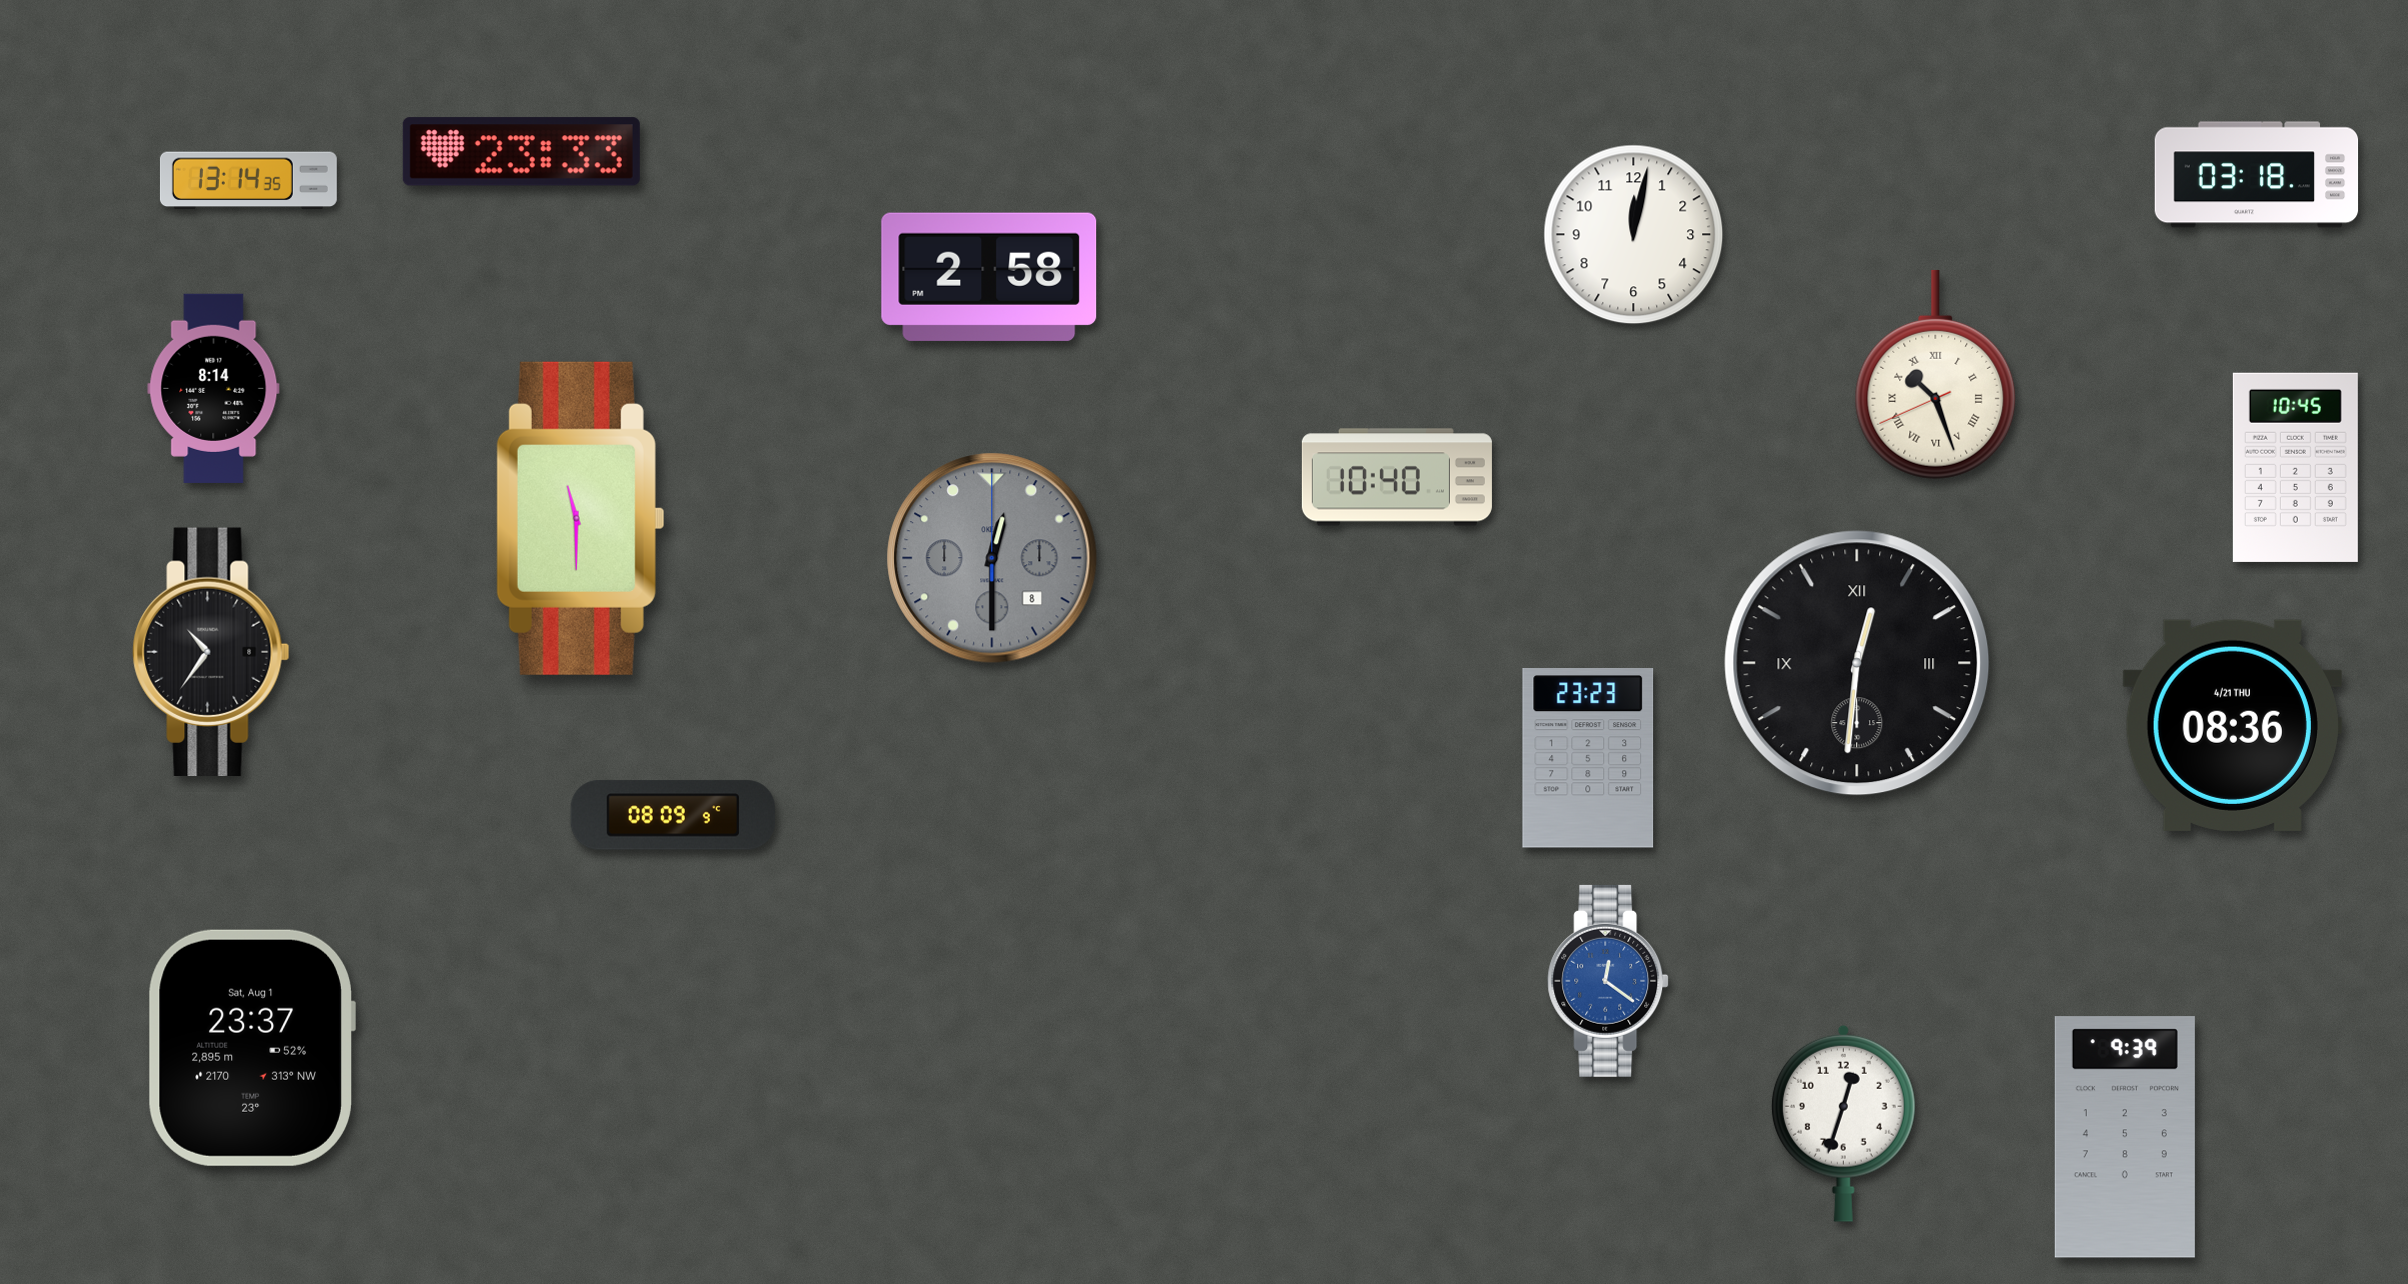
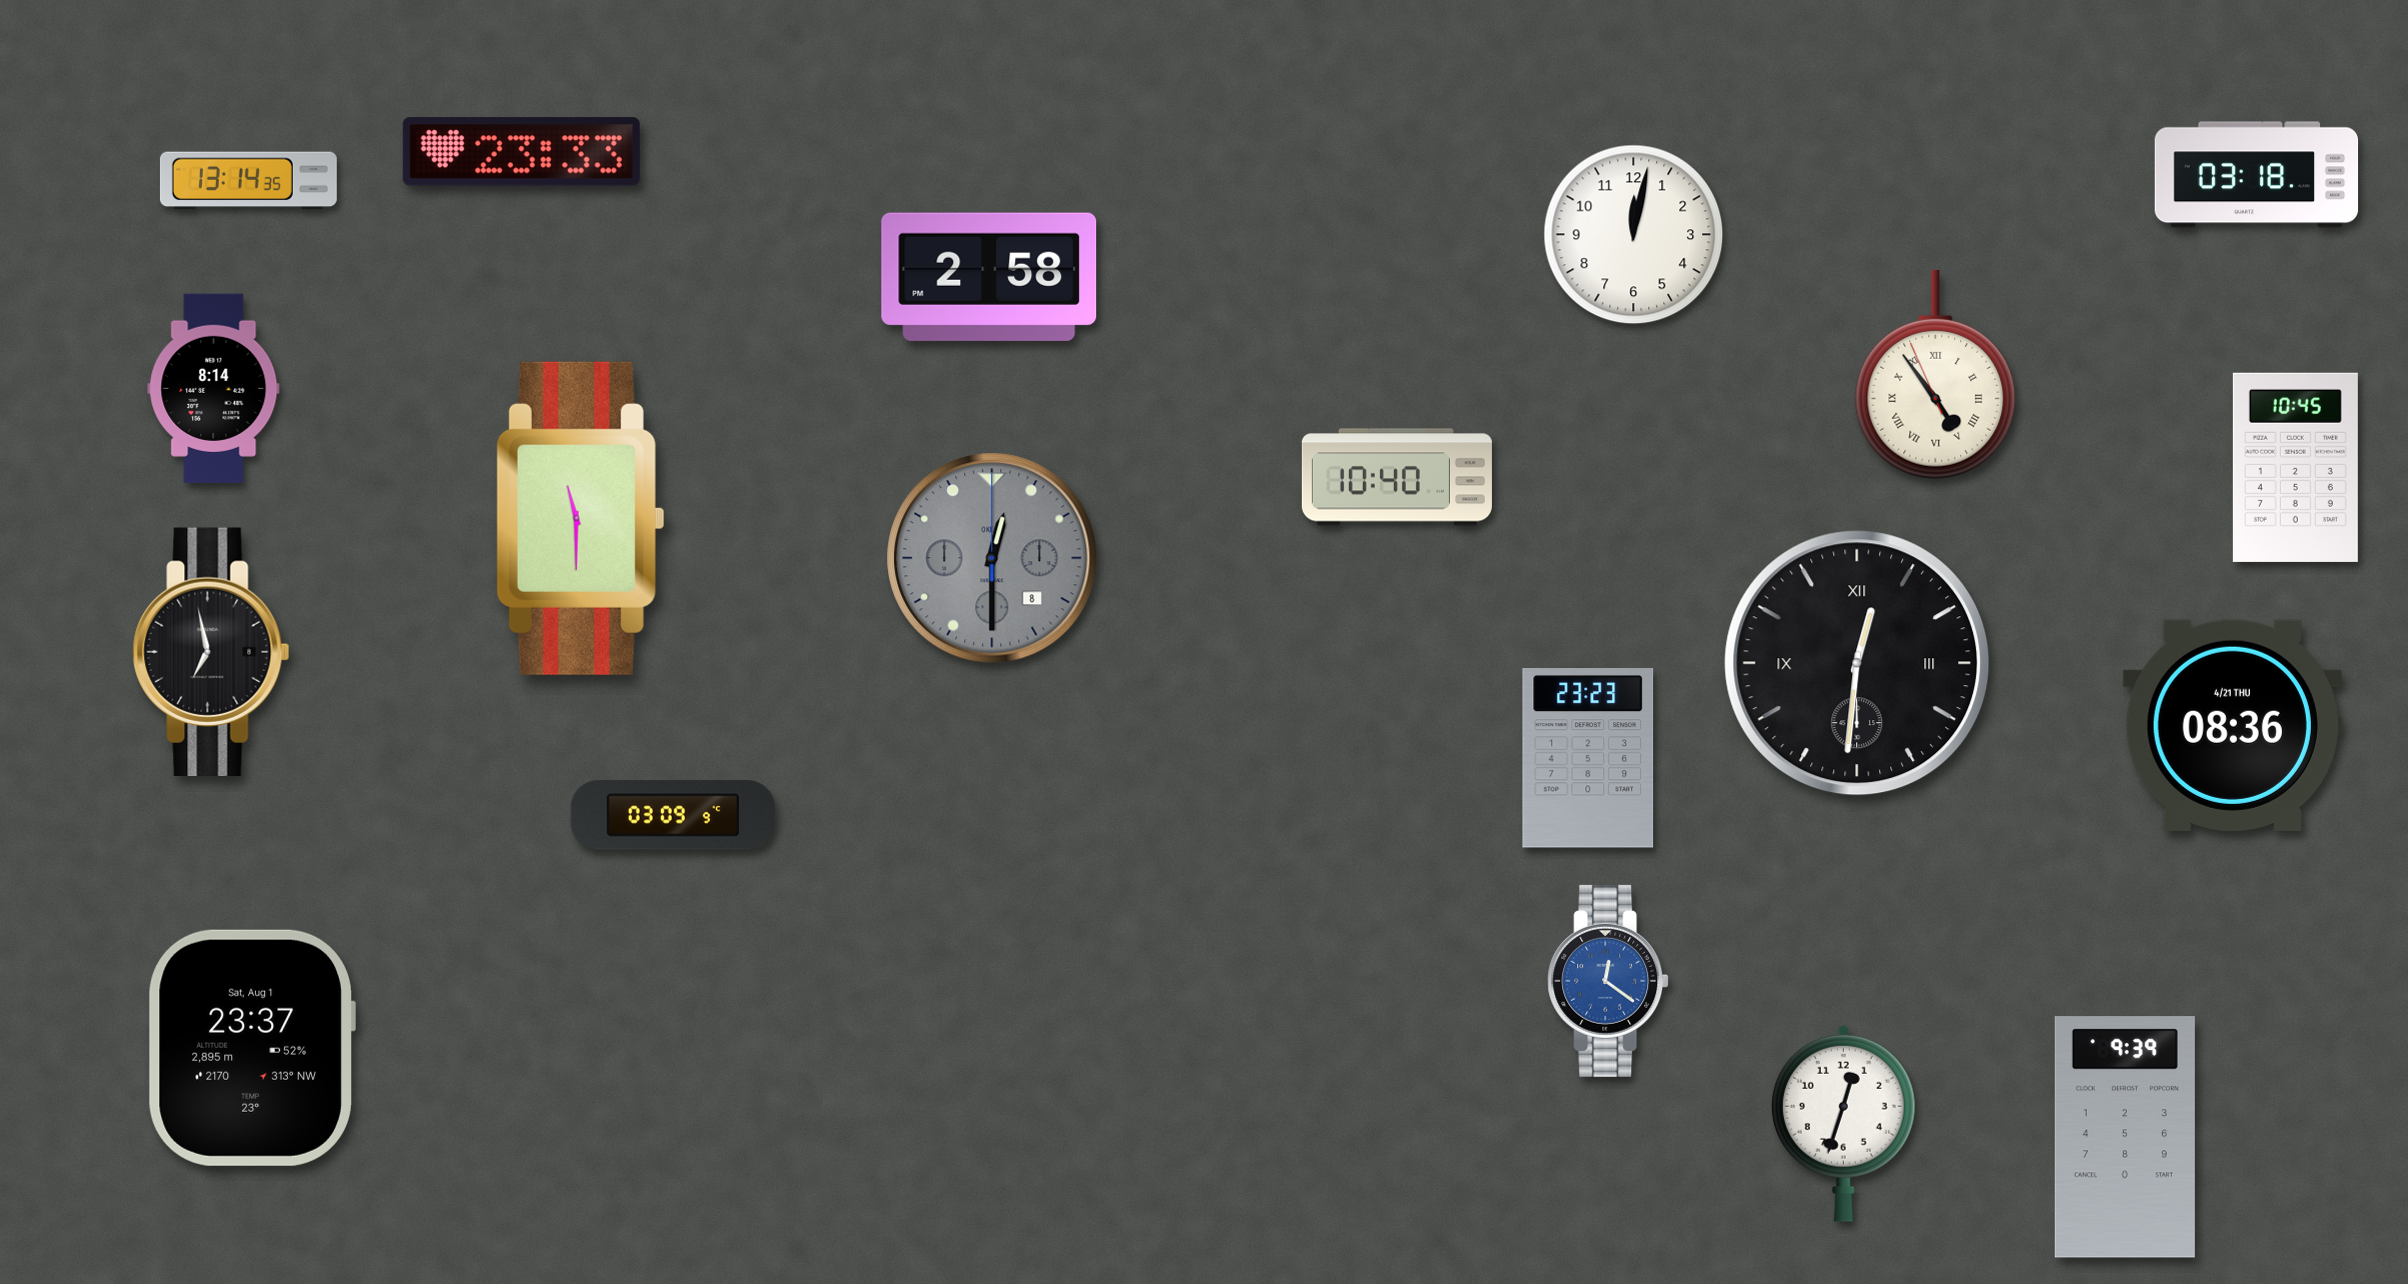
clock at (1936, 374): 10:26 -> 4:53
clock at (211, 651): 10:36 -> 6:58
clock at (673, 815): 08:09 -> 03:09
